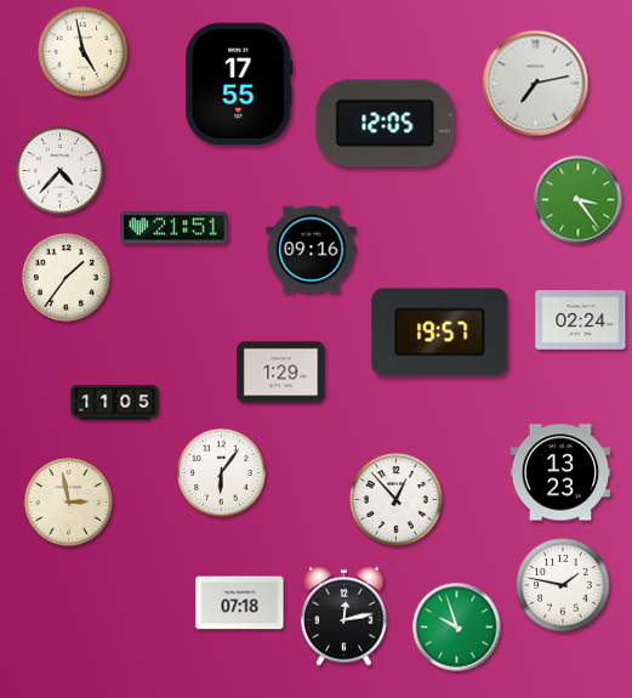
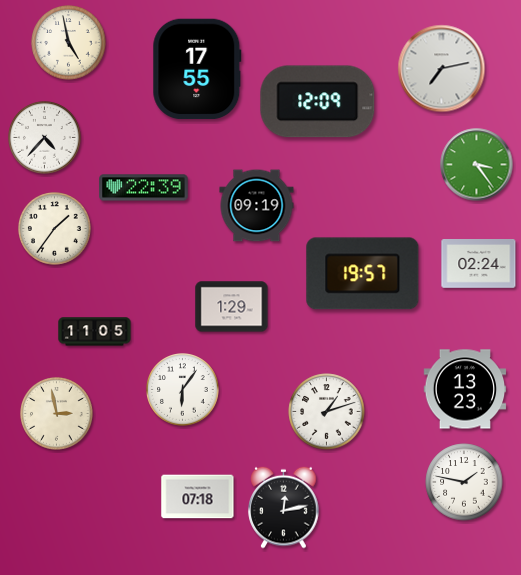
clock at (386, 124): 12:05 -> 12:09
clock at (61, 171) position: (61, 171) -> (45, 138)
clock at (175, 228): 21:51 -> 22:39
clock at (312, 250): 09:16 -> 09:19
clock at (560, 472) position: (560, 472) -> (465, 389)
clock at (397, 500): 12:53 -> 1:12
clock at (457, 628): 9:57 -> none
